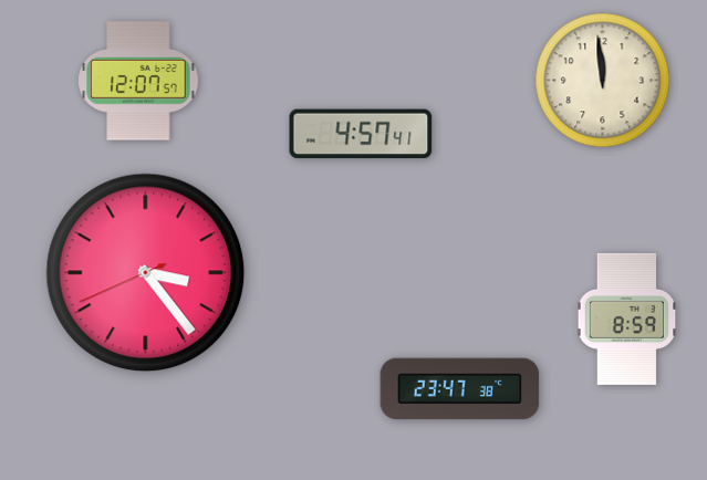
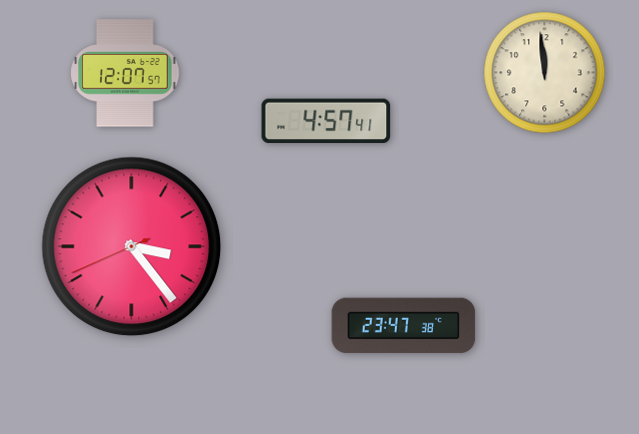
clock at (627, 319): 8:59 -> none
clock at (460, 389) position: (460, 389) -> (404, 326)
